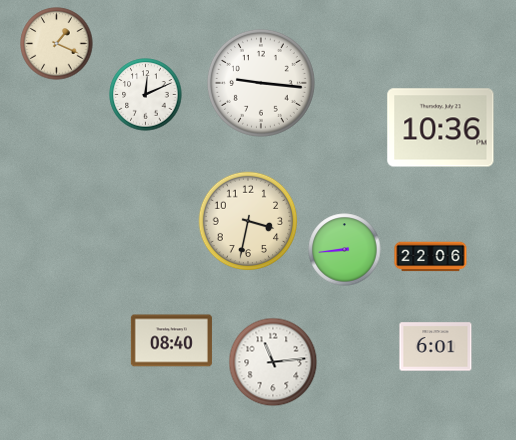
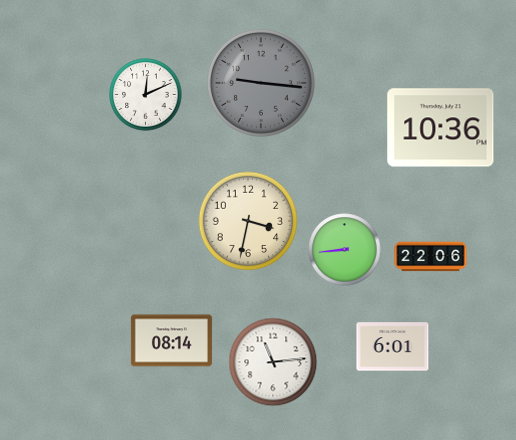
clock at (57, 44): 1:19 -> none
clock at (261, 83) dial: white -> grey
clock at (171, 341): 08:40 -> 08:14
clock at (436, 347) position: (436, 347) -> (393, 347)
